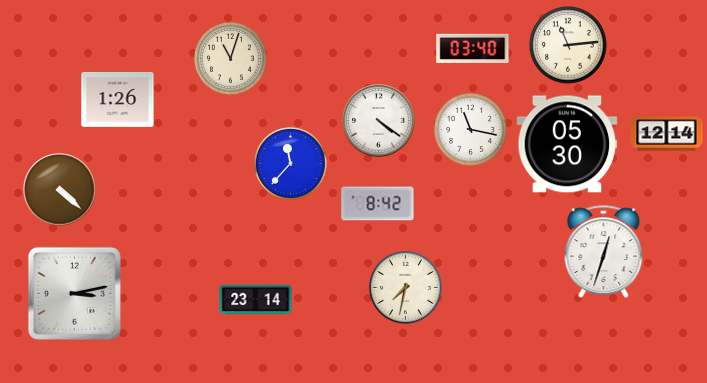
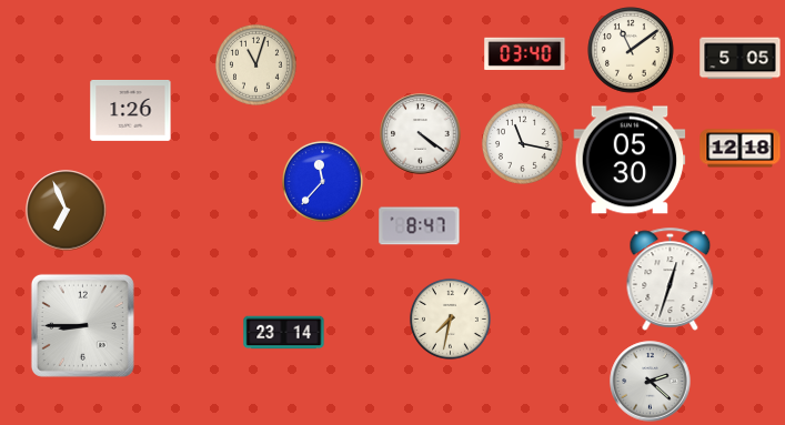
clock at (568, 45): 11:14 -> 11:09
clock at (741, 59): none -> 5:05
clock at (667, 134): 12:14 -> 12:18
clock at (60, 190): 4:22 -> 6:56
clock at (378, 204): 8:42 -> 8:47
clock at (74, 293): 3:13 -> 8:45
clock at (651, 382): none -> 2:22
